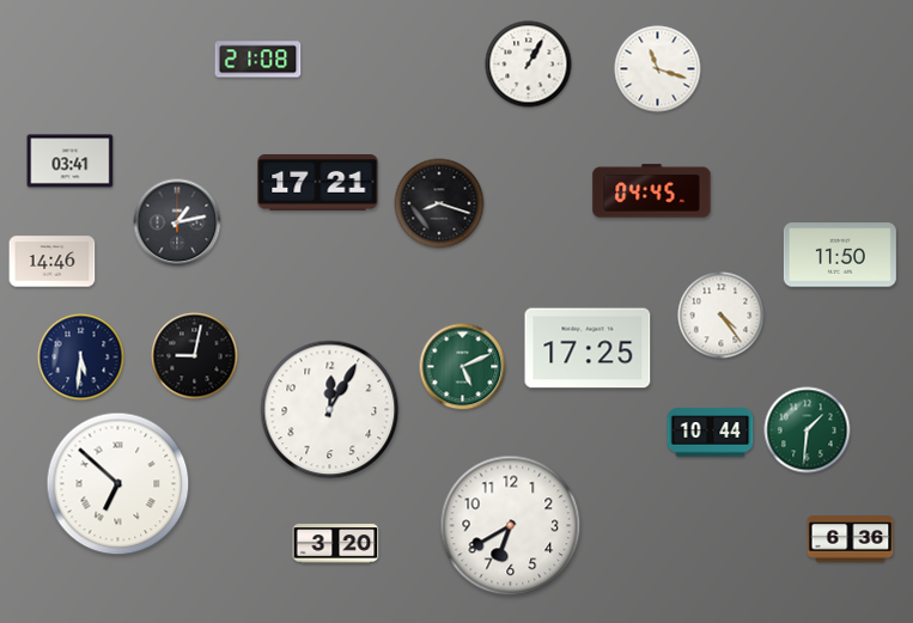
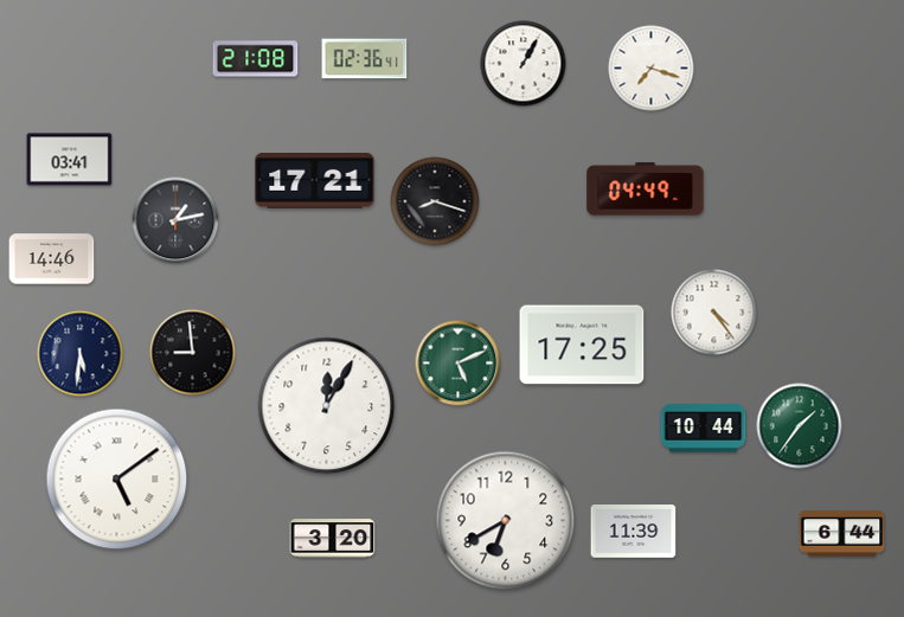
clock at (365, 59): none -> 02:36
clock at (658, 69): 11:18 -> 7:18
clock at (652, 191): 04:45 -> 04:49
clock at (840, 255): 11:50 -> none
clock at (195, 356): 9:02 -> 8:59
clock at (808, 430): 1:31 -> 1:36
clock at (118, 484): 6:52 -> 5:09
clock at (634, 532): none -> 11:39
clock at (851, 539): 6:36 -> 6:44
